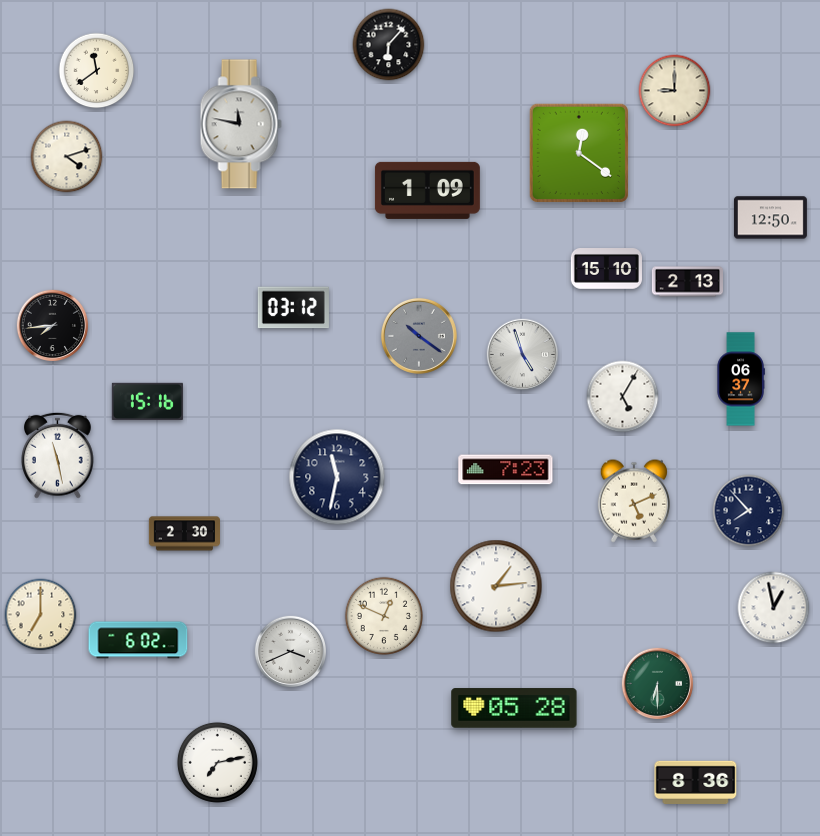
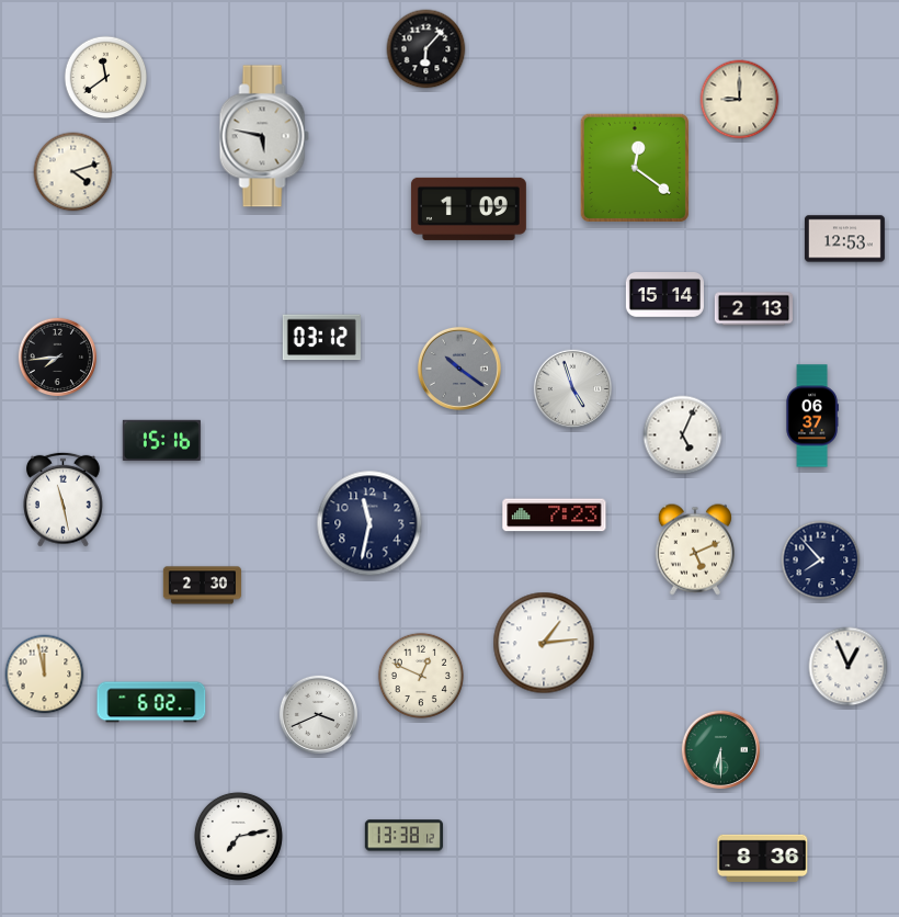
clock at (241, 124): 11:47 -> 5:47
clock at (770, 218): 12:50 -> 12:53
clock at (606, 269): 15:10 -> 15:14
clock at (623, 397): 5:05 -> 5:04
clock at (774, 608): 12:58 -> 12:56
clock at (41, 615): 7:00 -> 11:58
clock at (514, 708): 05:28 -> none
clock at (403, 836): none -> 13:38
